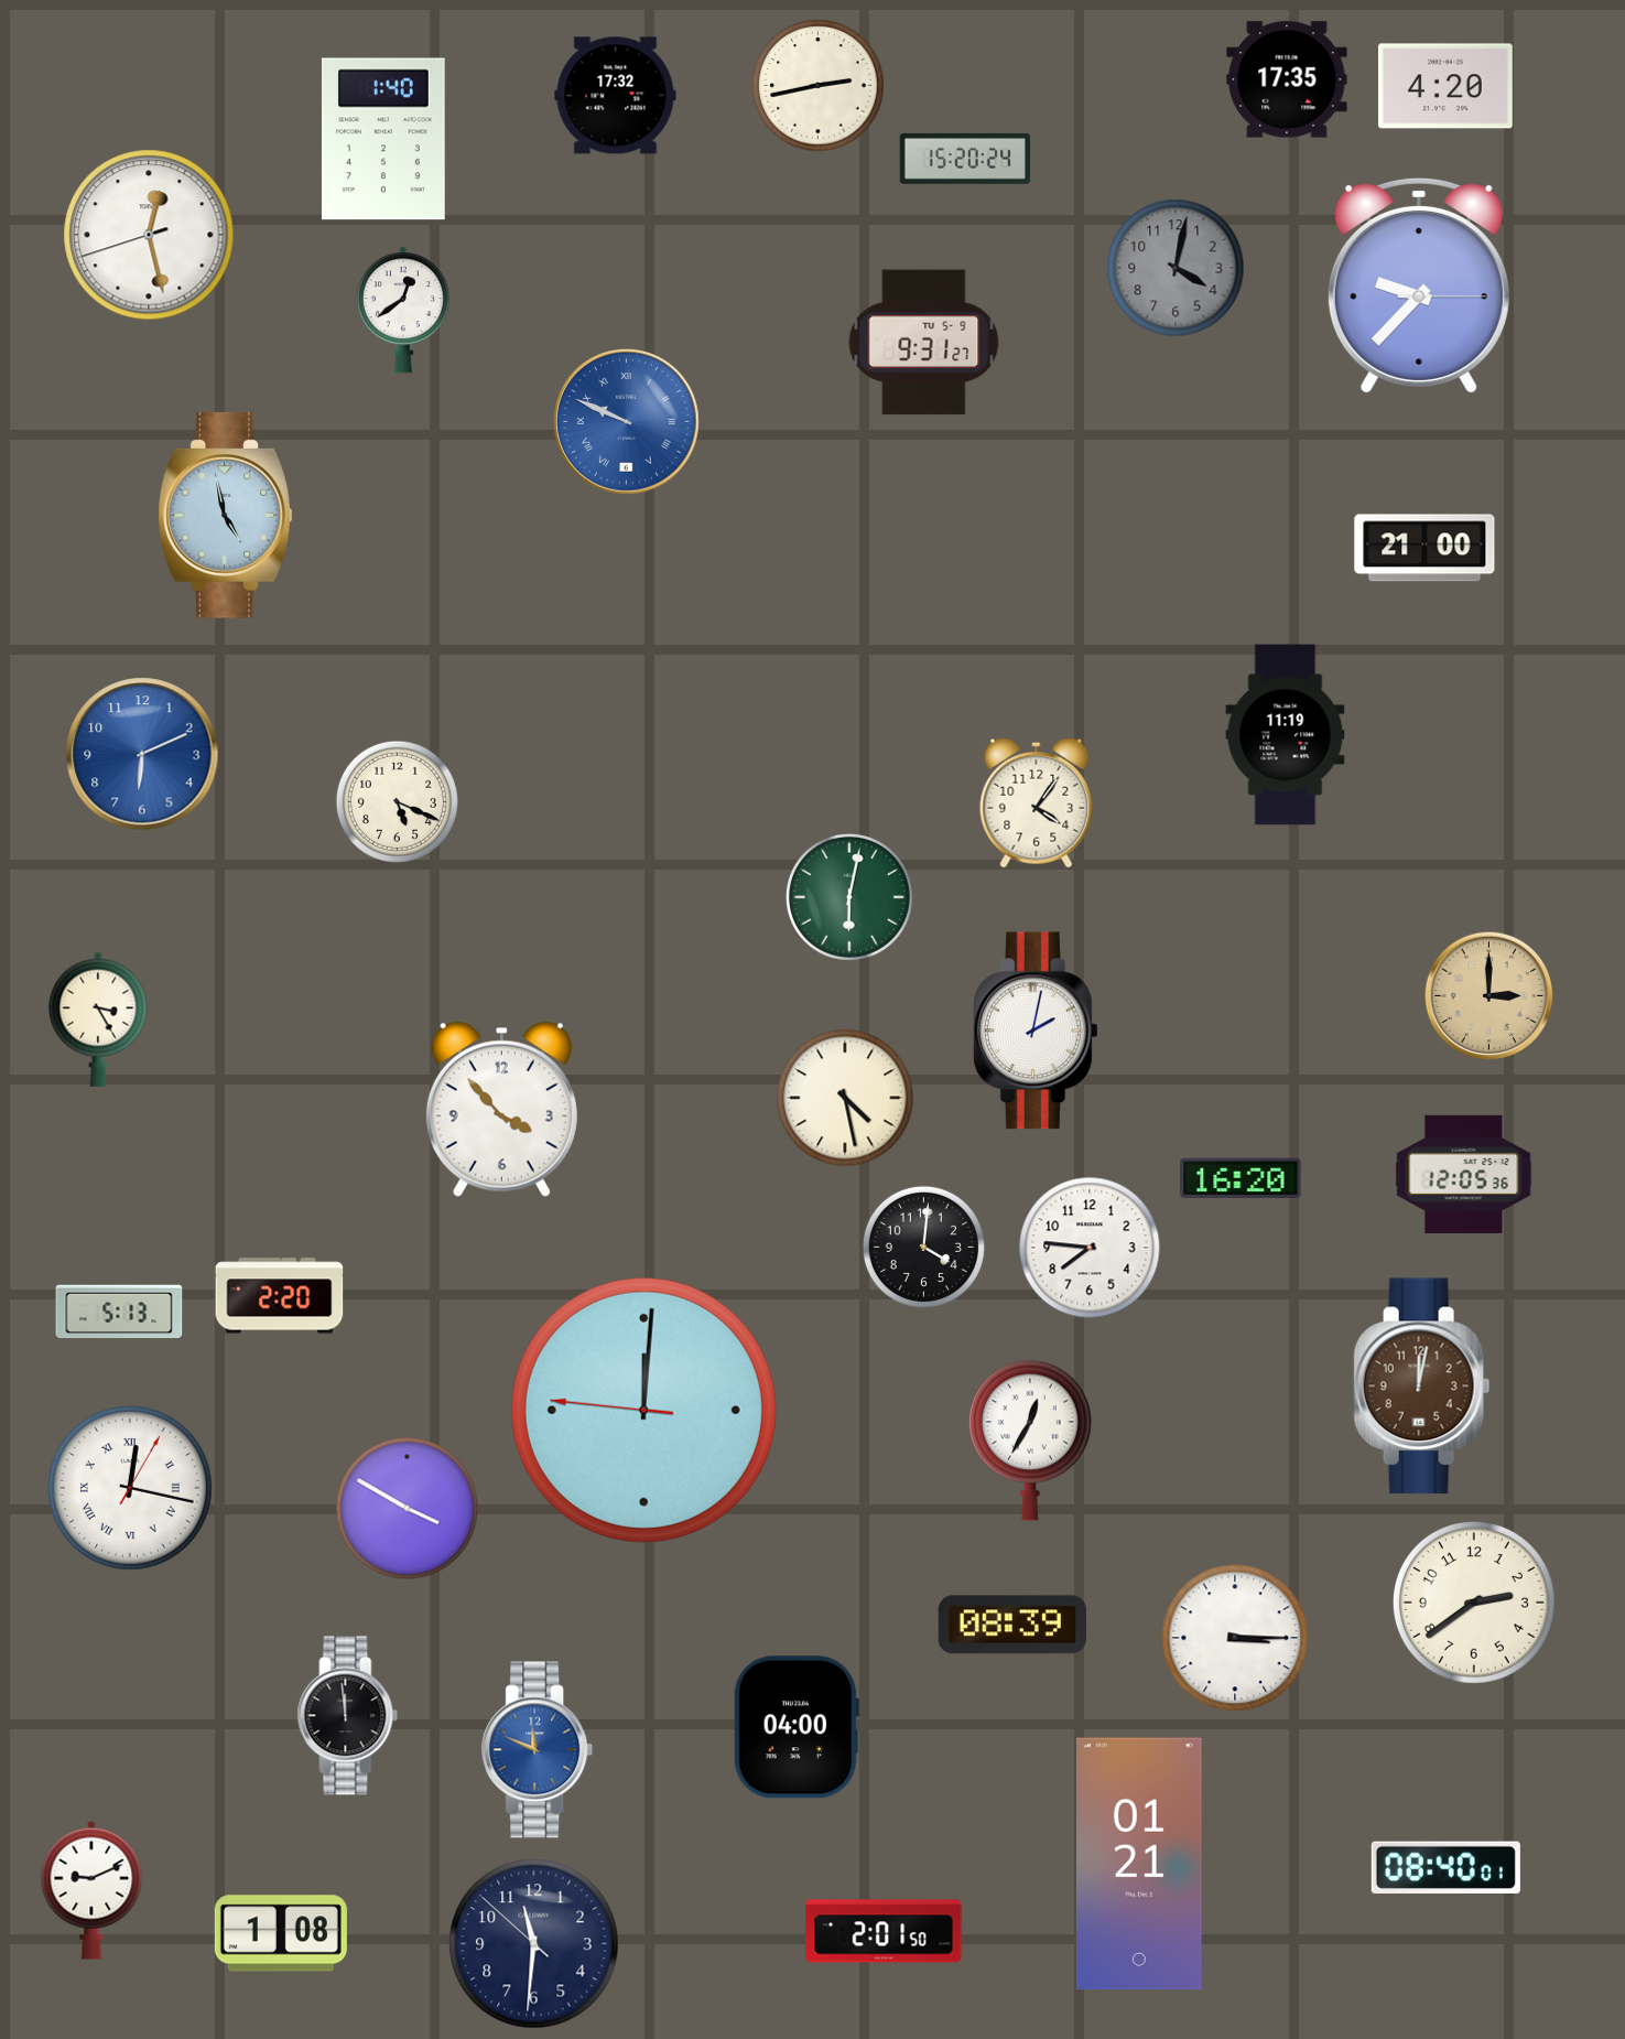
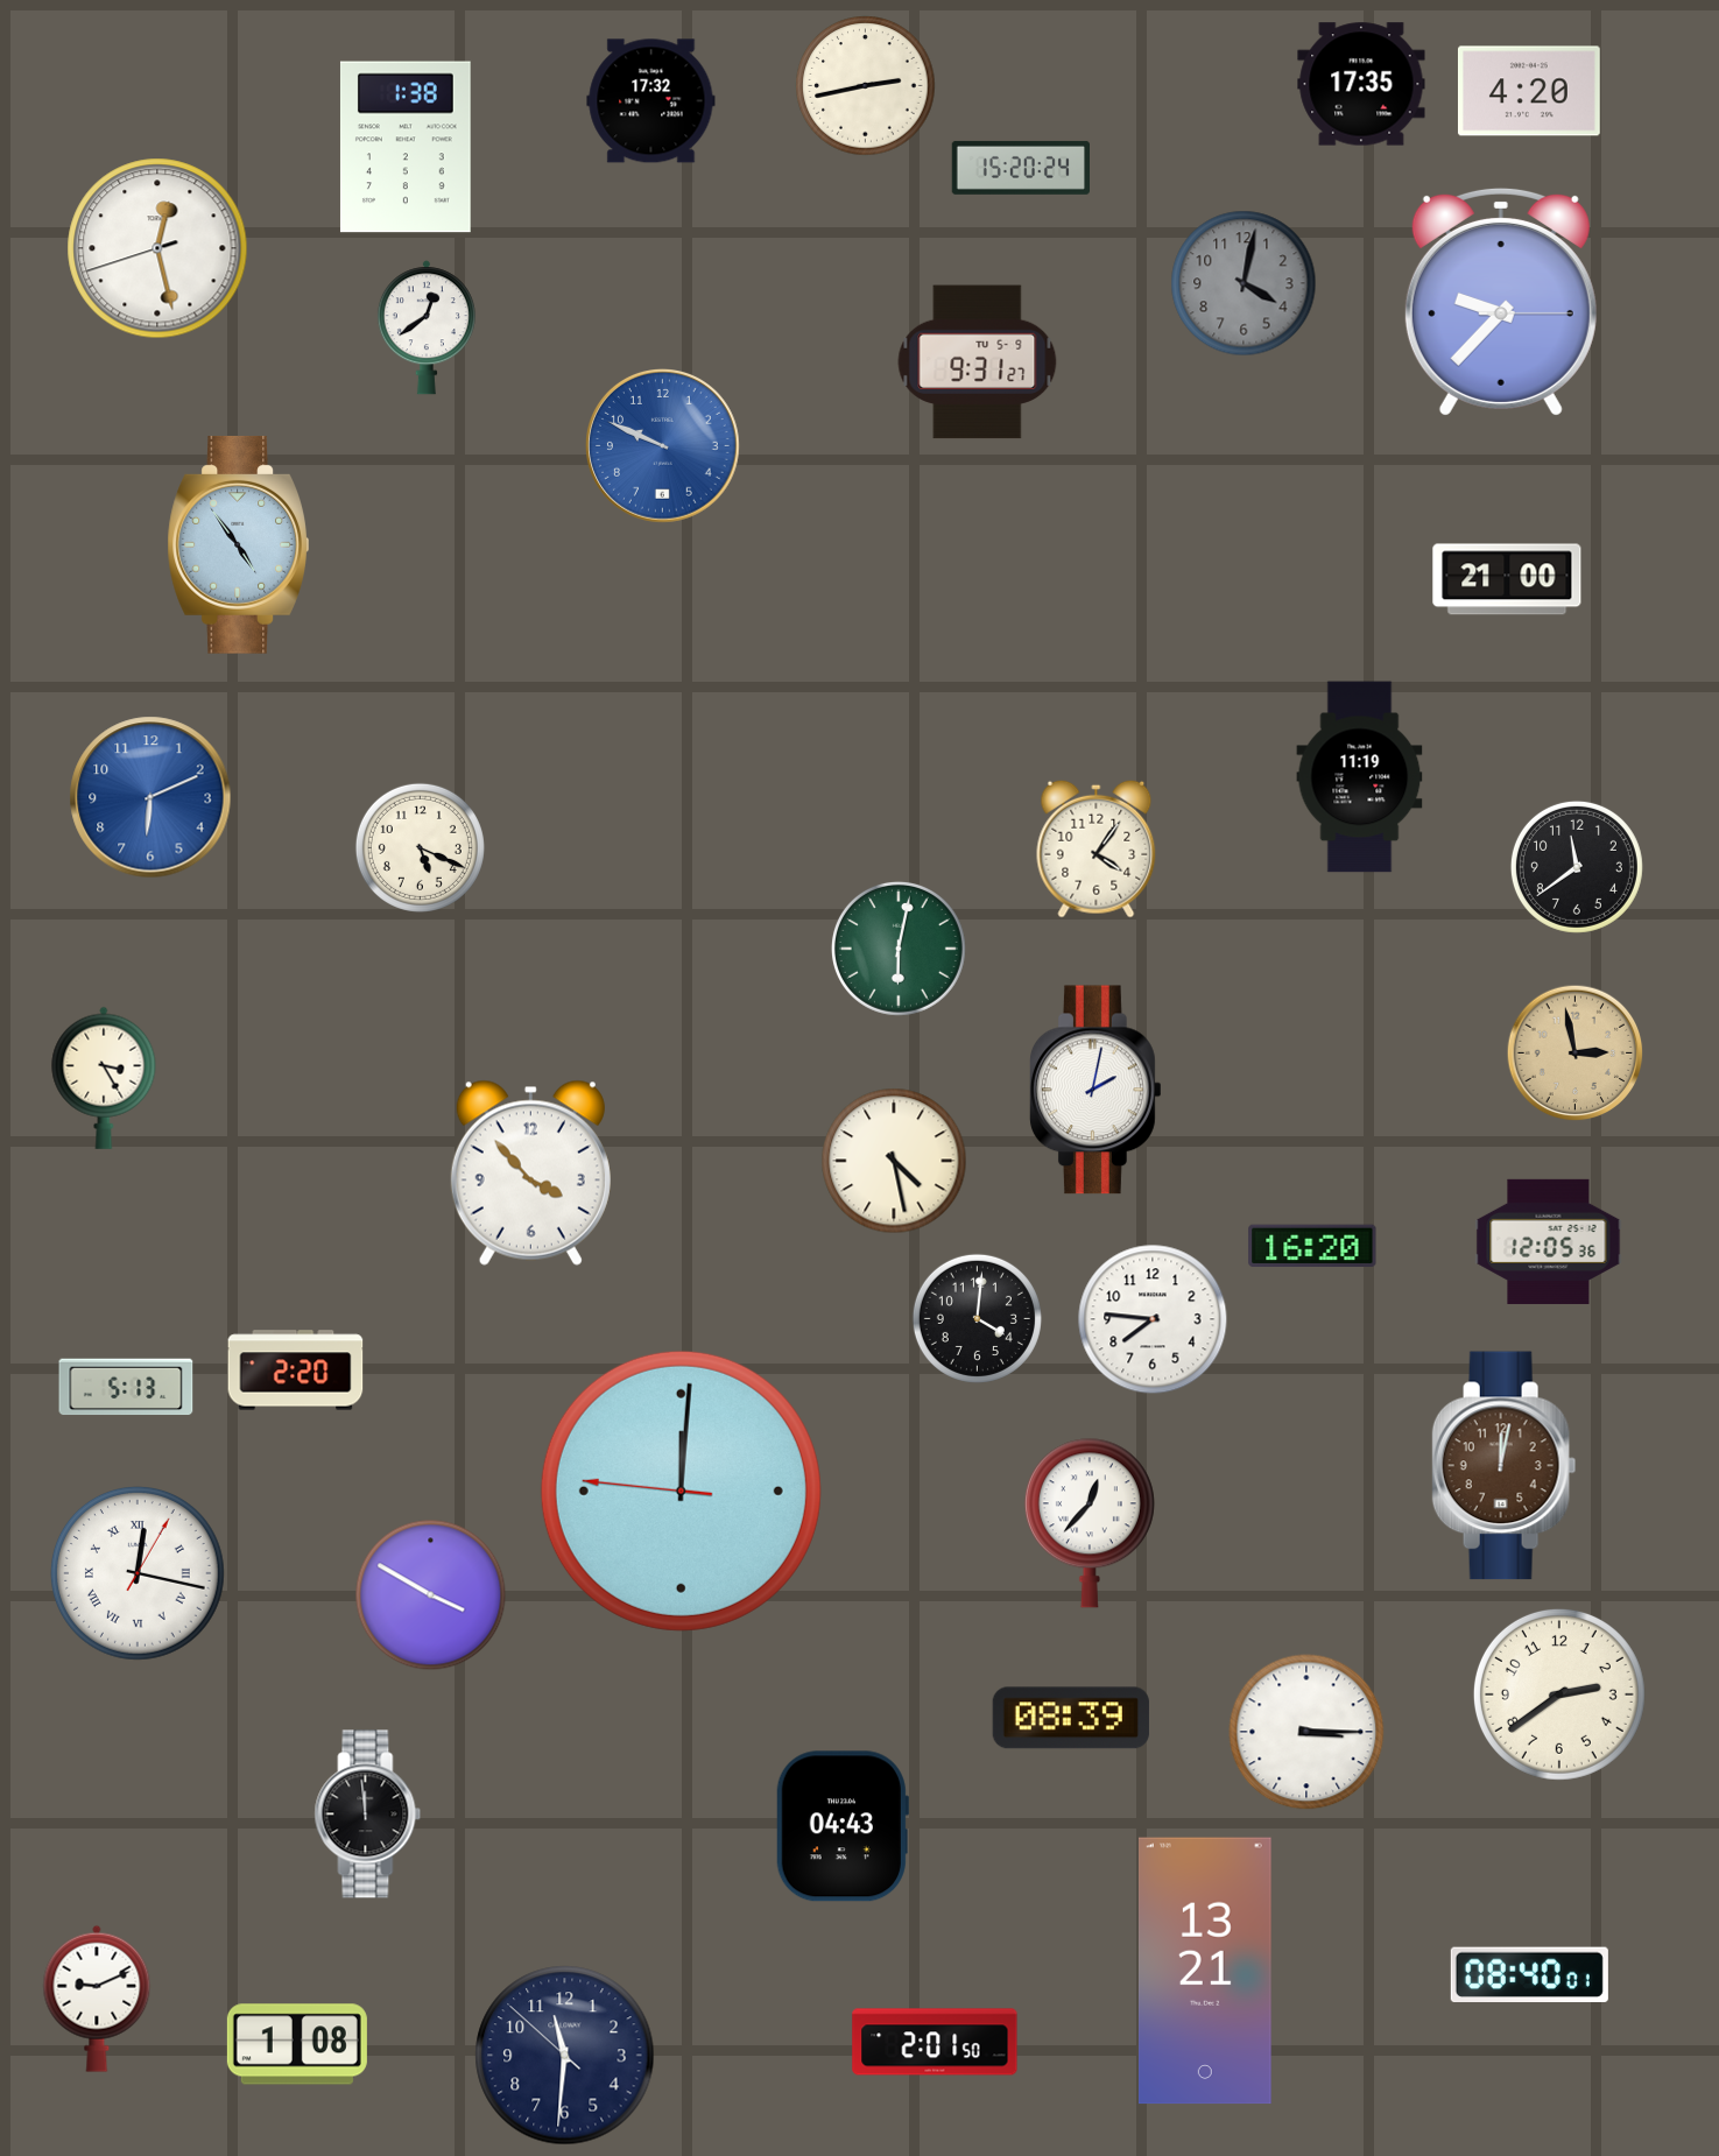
clock at (819, 86) position: (819, 86) -> (866, 86)
clock at (383, 139): 1:40 -> 1:38
clock at (627, 422) numerals: Roman -> Arabic
clock at (225, 515): 4:58 -> 4:54
clock at (1577, 867): none -> 11:39
clock at (1489, 996): 3:00 -> 2:58
clock at (1030, 1441): 12:35 -> 12:37
clock at (795, 1727): 04:00 -> 04:43
clock at (538, 1750): 11:49 -> none
clock at (1139, 1864): 01:21 -> 13:21
